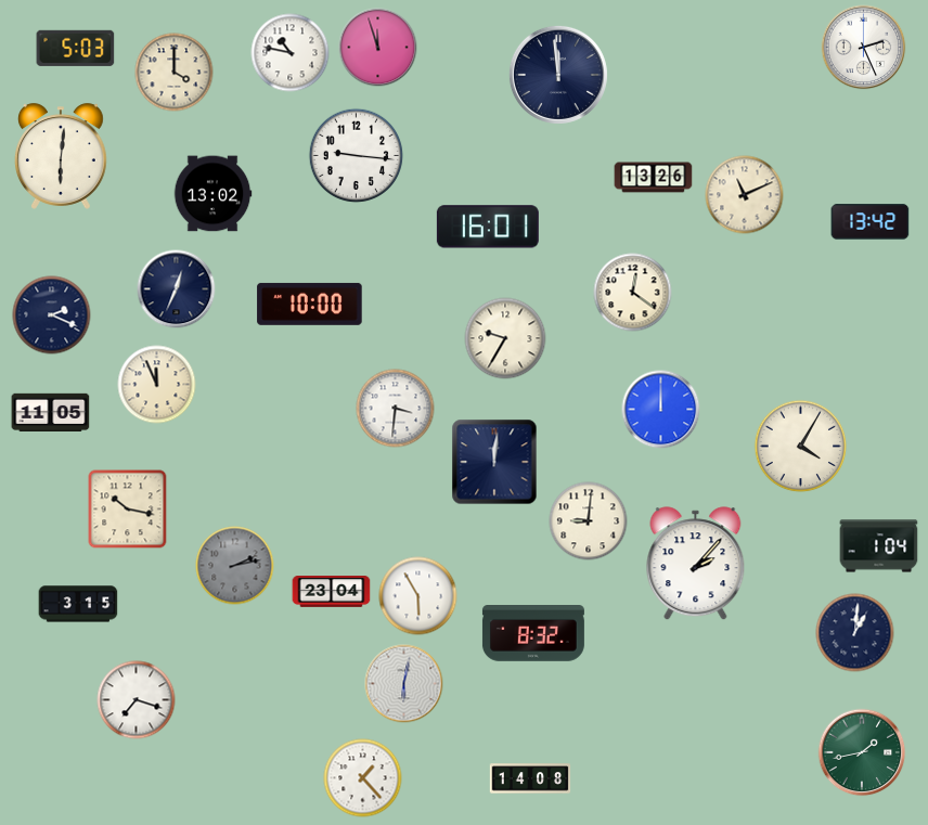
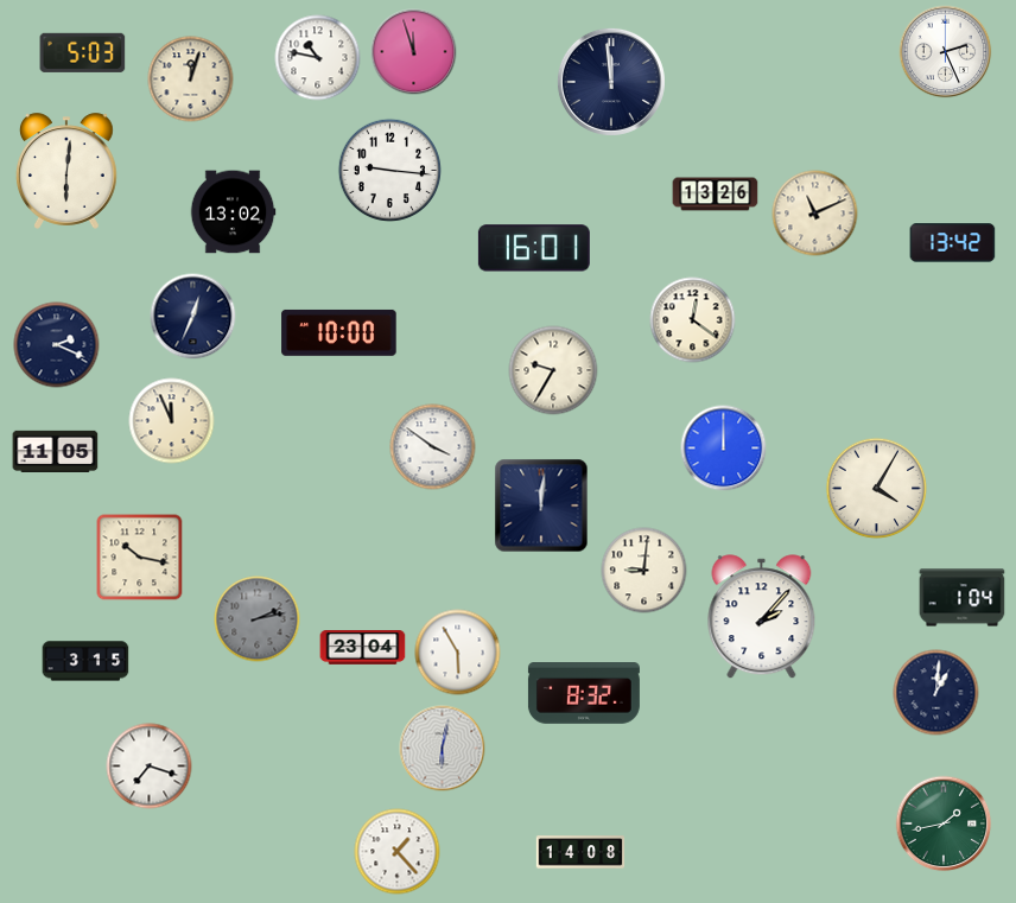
clock at (175, 73): 4:00 -> 12:03
clock at (396, 409): 3:31 -> 3:51
